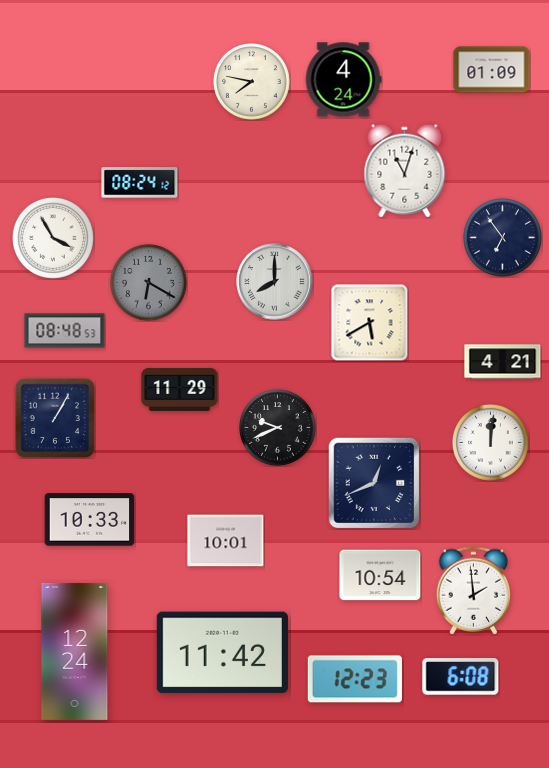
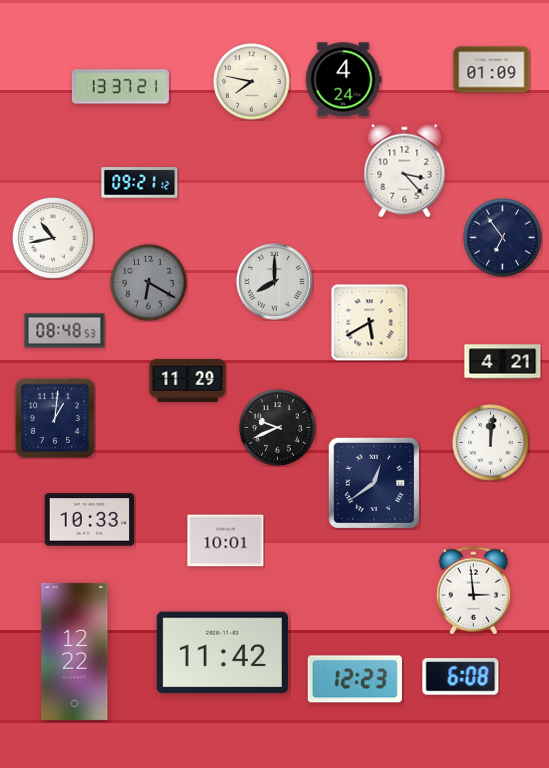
clock at (120, 87): none -> 13:37
clock at (405, 171): 11:03 -> 3:23
clock at (140, 183): 08:24 -> 09:21
clock at (53, 238): 3:55 -> 10:43
clock at (180, 389) position: (180, 389) -> (188, 380)
clock at (55, 418): 1:05 -> 1:01
clock at (374, 483): 12:41 -> 12:39
clock at (380, 575): 10:54 -> none
clock at (474, 591): 1:59 -> 2:59
clock at (75, 651): 12:24 -> 12:22
